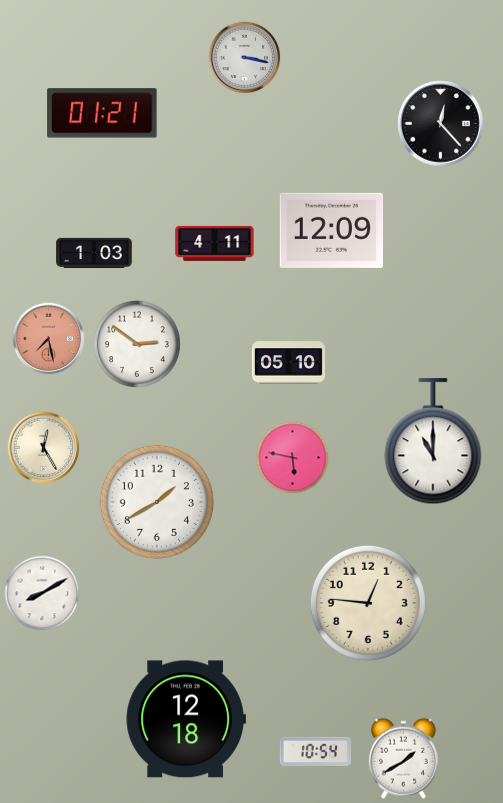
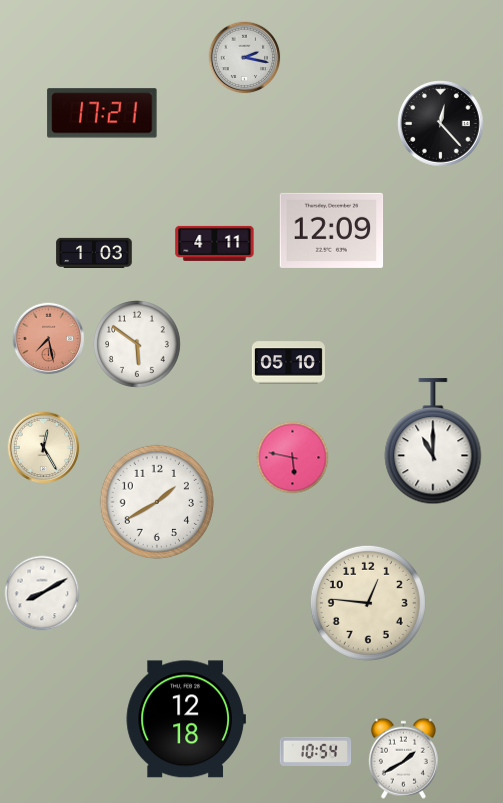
clock at (245, 58): 3:17 -> 2:17
clock at (102, 113): 01:21 -> 17:21
clock at (137, 344): 2:51 -> 5:51
